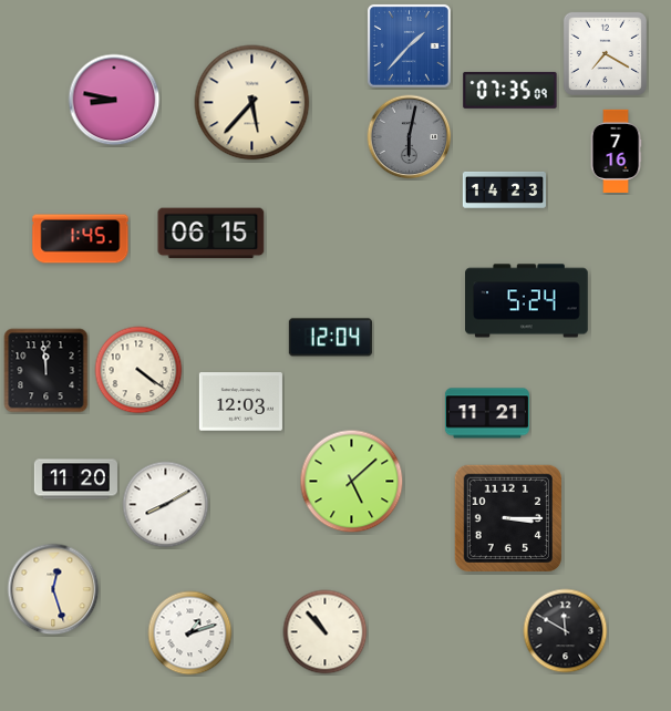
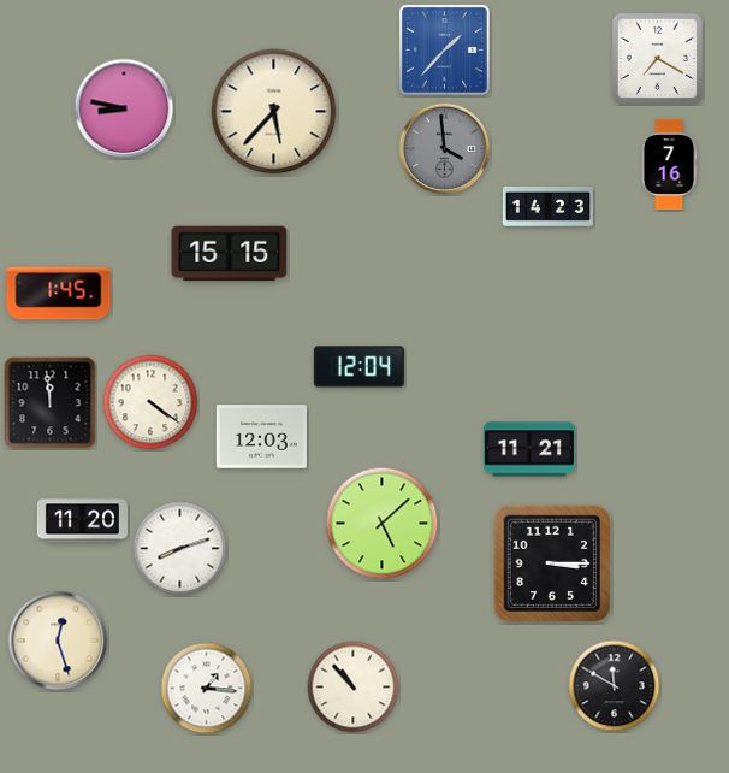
clock at (510, 90): 07:35 -> none
clock at (410, 137): 6:02 -> 3:59
clock at (211, 234): 06:15 -> 15:15
clock at (81, 239) position: (81, 239) -> (59, 294)
clock at (527, 301): 5:24 -> none
clock at (166, 505): 8:10 -> 8:12
clock at (190, 633): 1:12 -> 1:16
